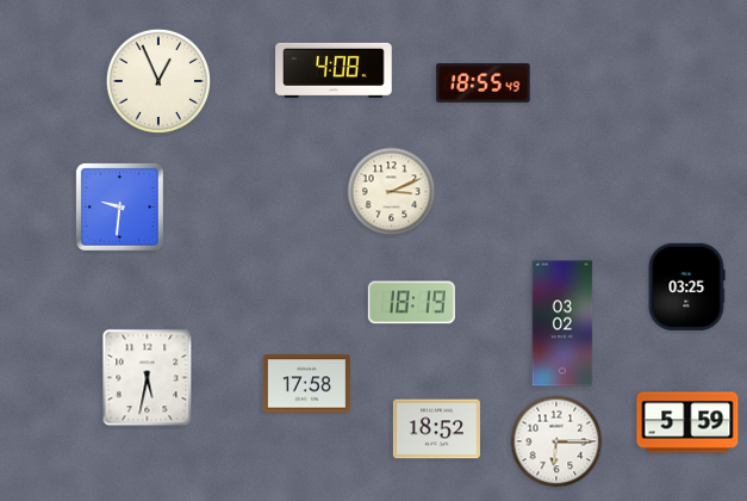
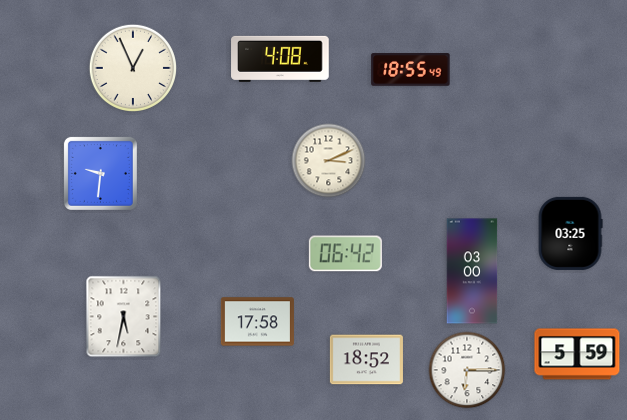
clock at (484, 83) position: (484, 83) -> (411, 70)
clock at (686, 286) position: (686, 286) -> (570, 233)
clock at (411, 303): 18:19 -> 06:42
clock at (562, 323): 03:02 -> 03:00
